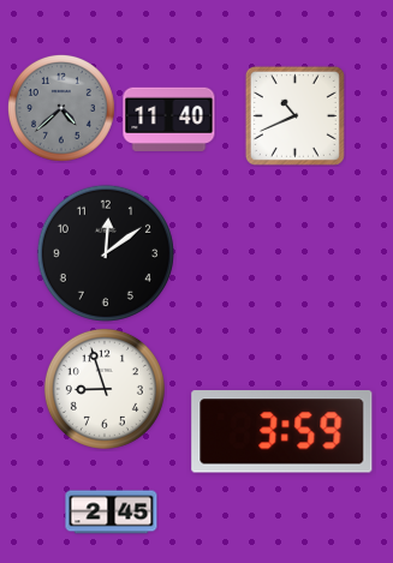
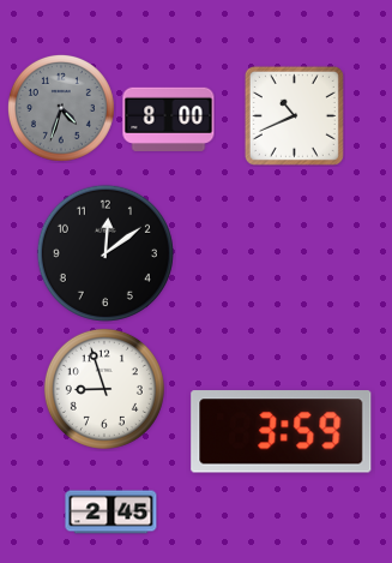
clock at (61, 108): 4:38 -> 4:33
clock at (169, 119): 11:40 -> 8:00
